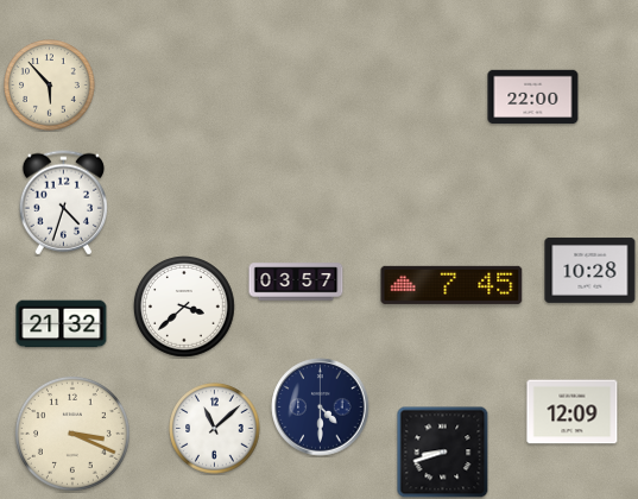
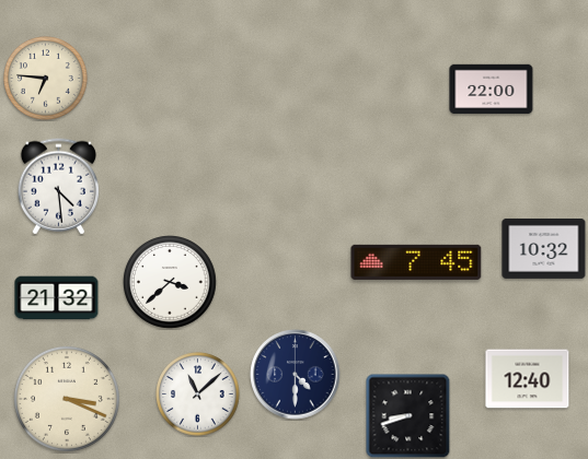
clock at (50, 86): 5:53 -> 6:46
clock at (63, 203): 4:33 -> 4:29
clock at (590, 270): 10:28 -> 10:32
clock at (296, 282): 03:57 -> none
clock at (573, 412): 12:09 -> 12:40
